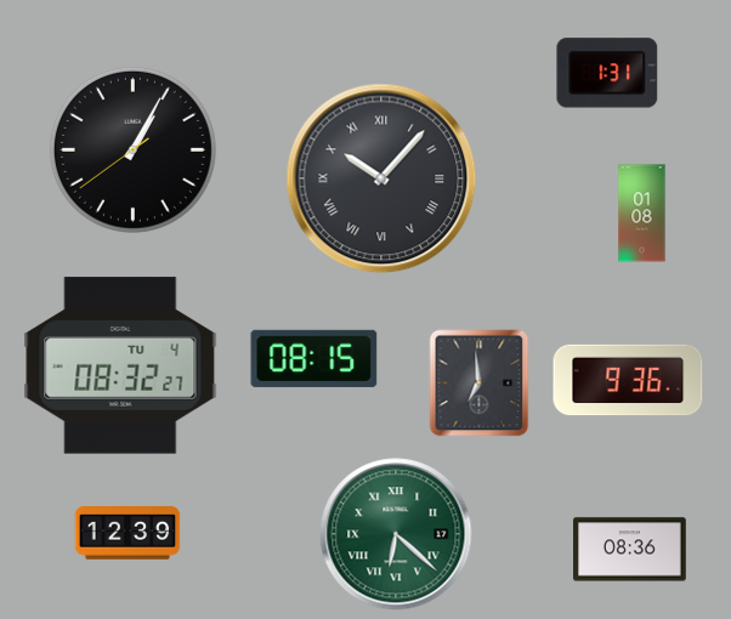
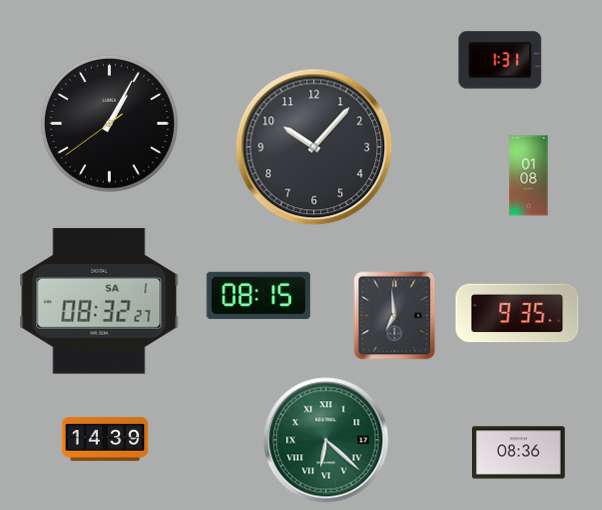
clock at (381, 178) numerals: Roman -> Arabic
clock at (120, 365) date: TU 4 -> SA 1
clock at (628, 380): 9:36 -> 9:35
clock at (127, 534): 12:39 -> 14:39
